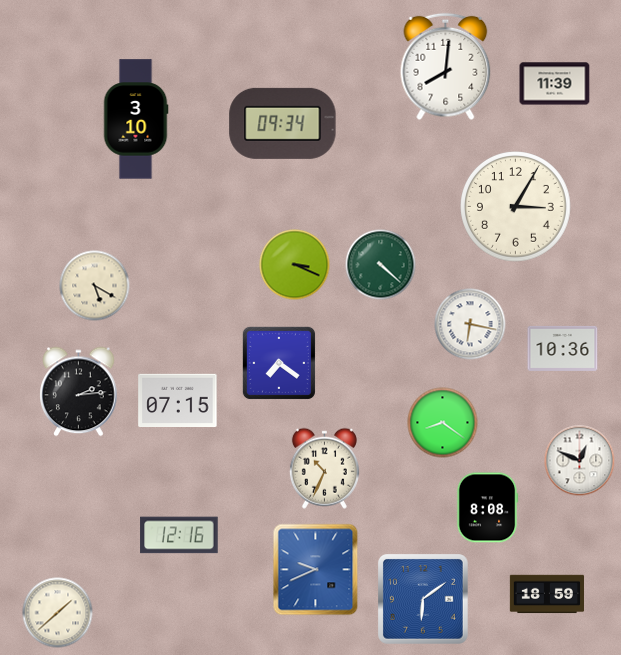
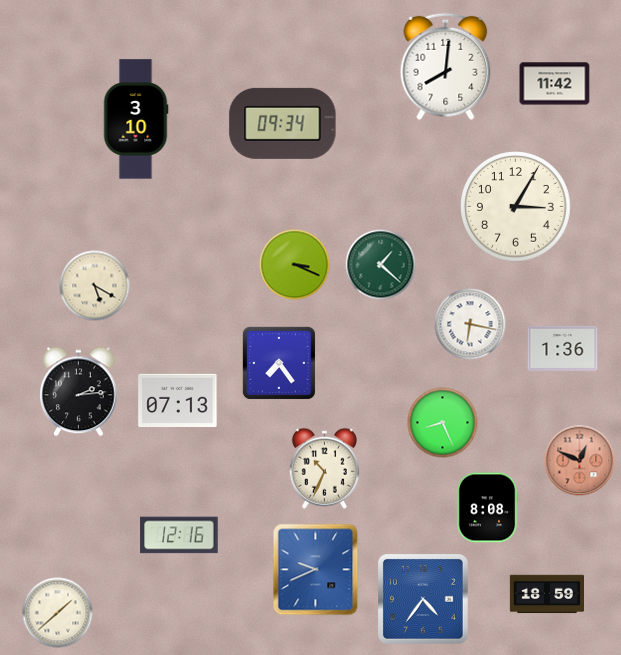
clock at (555, 84): 11:39 -> 11:42
clock at (381, 265): 4:22 -> 1:22
clock at (563, 348): 10:36 -> 1:36
clock at (279, 363): 7:21 -> 7:24
clock at (178, 401): 07:15 -> 07:13
clock at (443, 423): 8:21 -> 8:26
clock at (580, 461) dial: white -> salmon
clock at (424, 600): 6:09 -> 4:36
